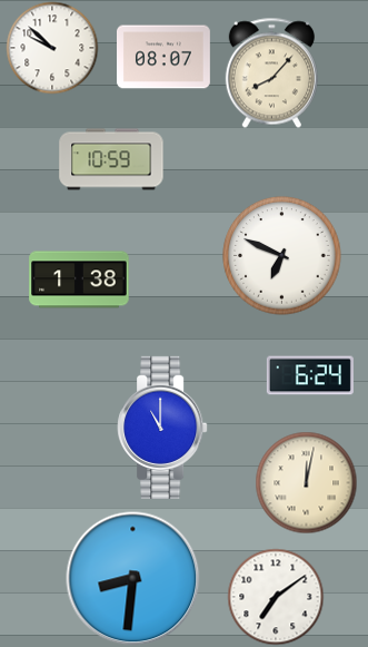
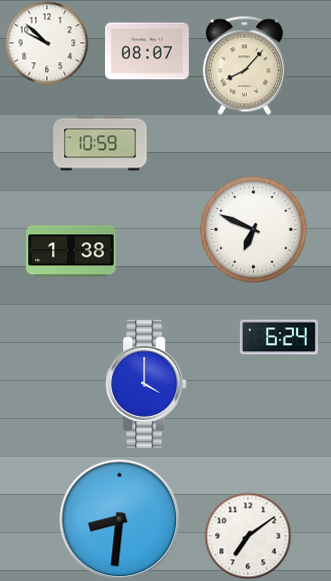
clock at (162, 428): 11:00 -> 4:00
clock at (306, 482): 12:02 -> none
